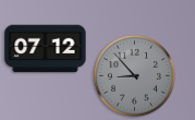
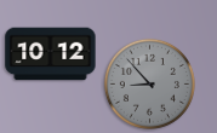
clock at (46, 49): 07:12 -> 10:12
